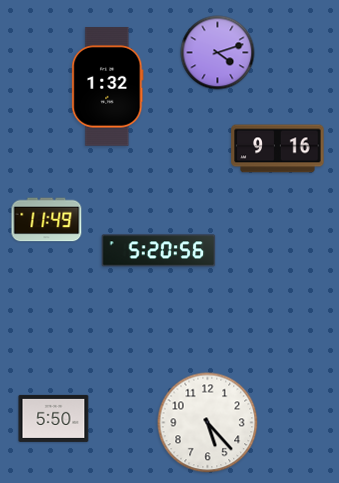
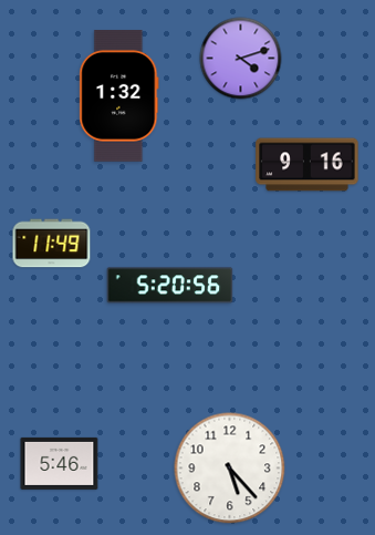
clock at (159, 251) position: (159, 251) -> (170, 286)
clock at (54, 418): 5:50 -> 5:46
